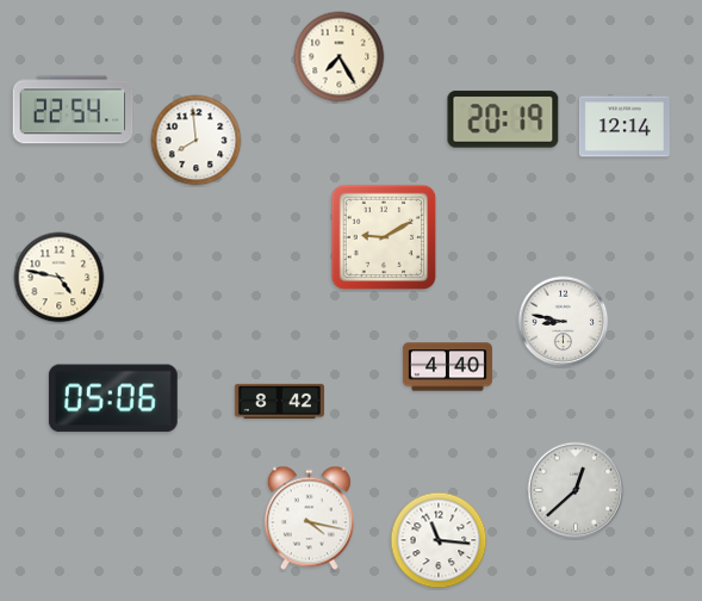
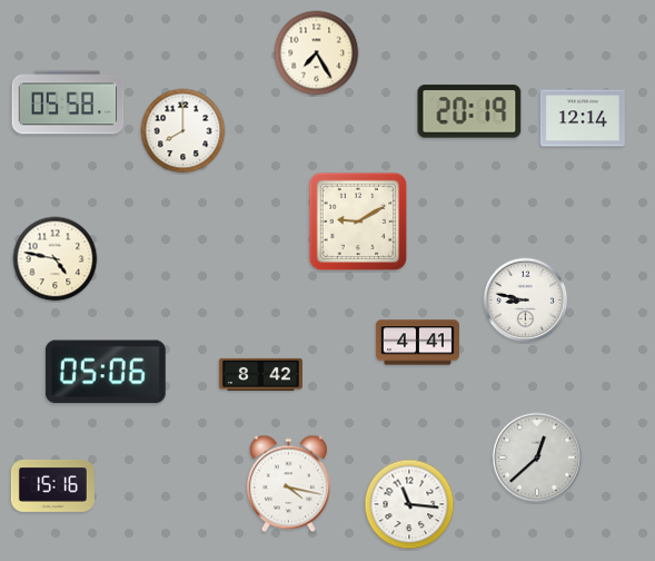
clock at (73, 110): 22:54 -> 05:58
clock at (197, 141): 7:59 -> 8:00
clock at (447, 367): 4:40 -> 4:41
clock at (52, 485): none -> 15:16
